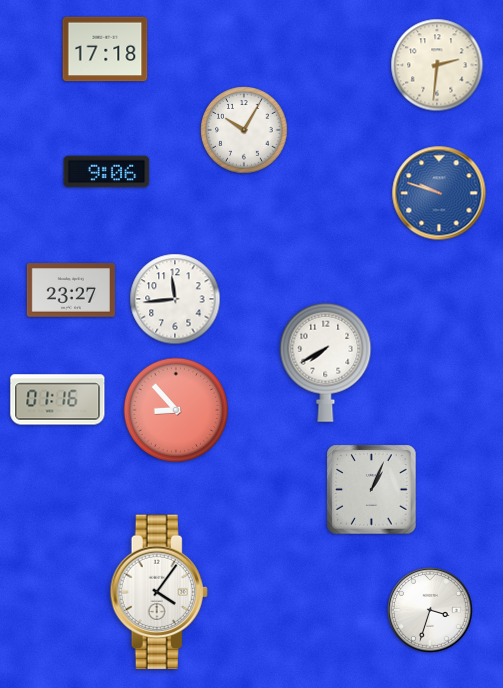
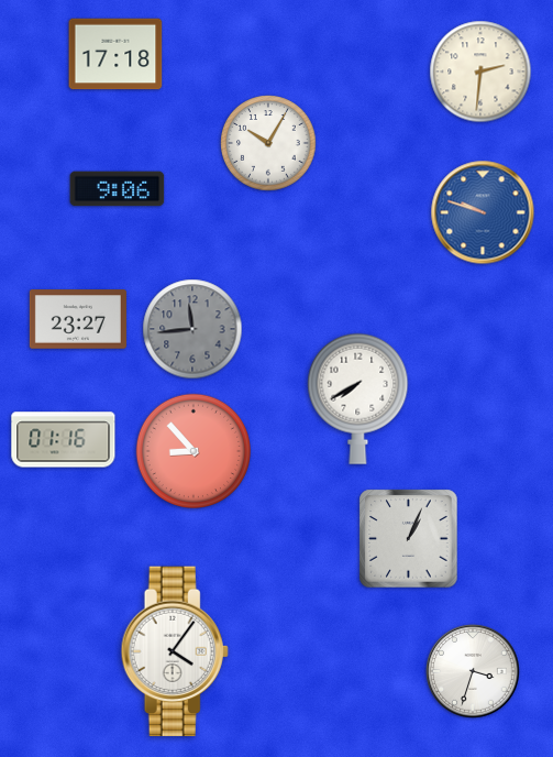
clock at (175, 299) dial: white -> grey
